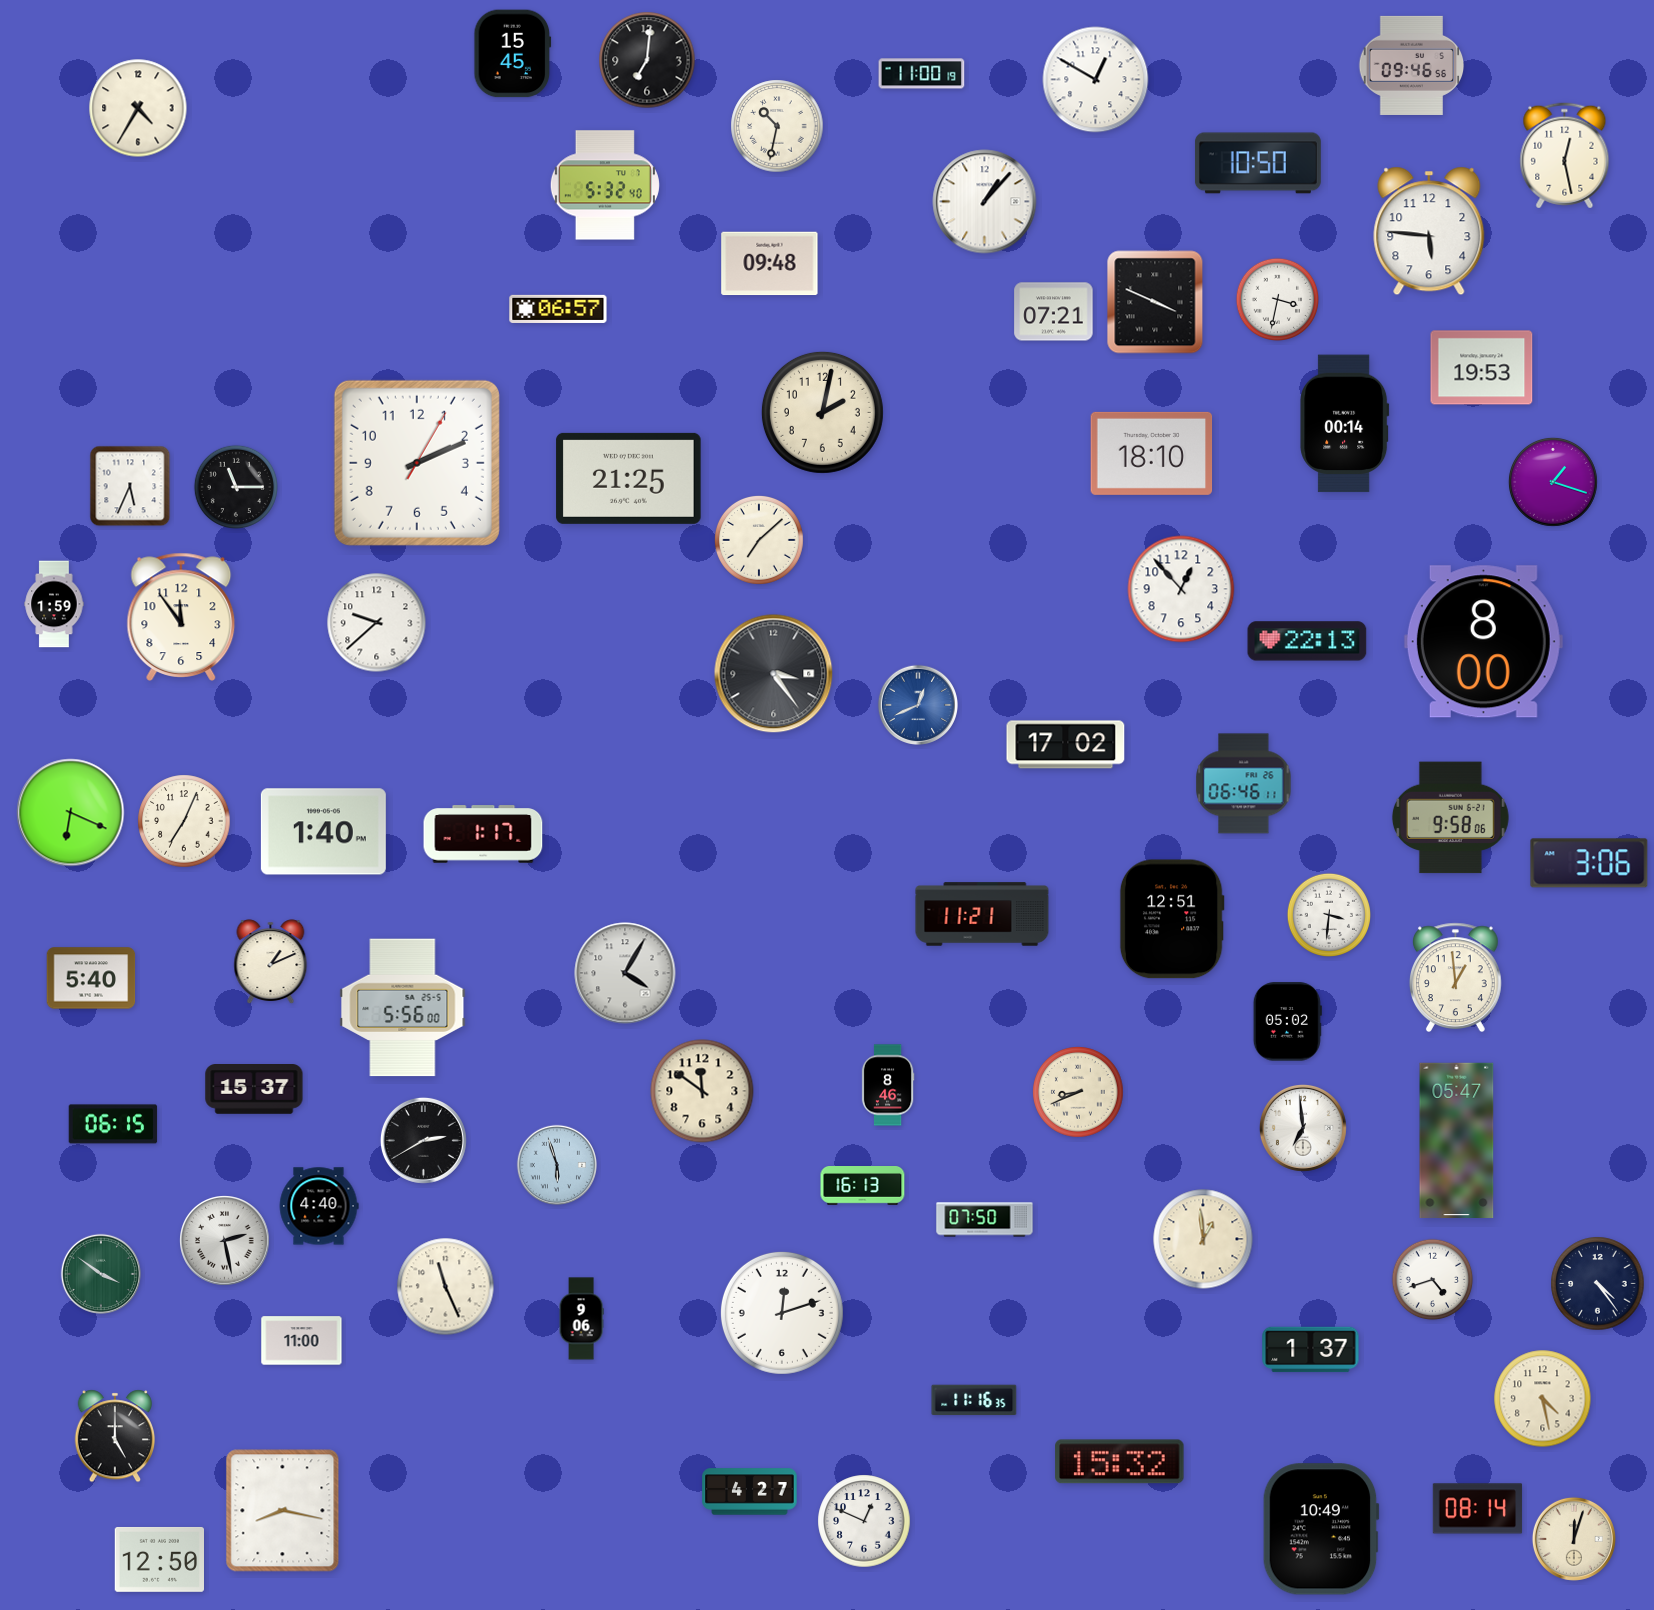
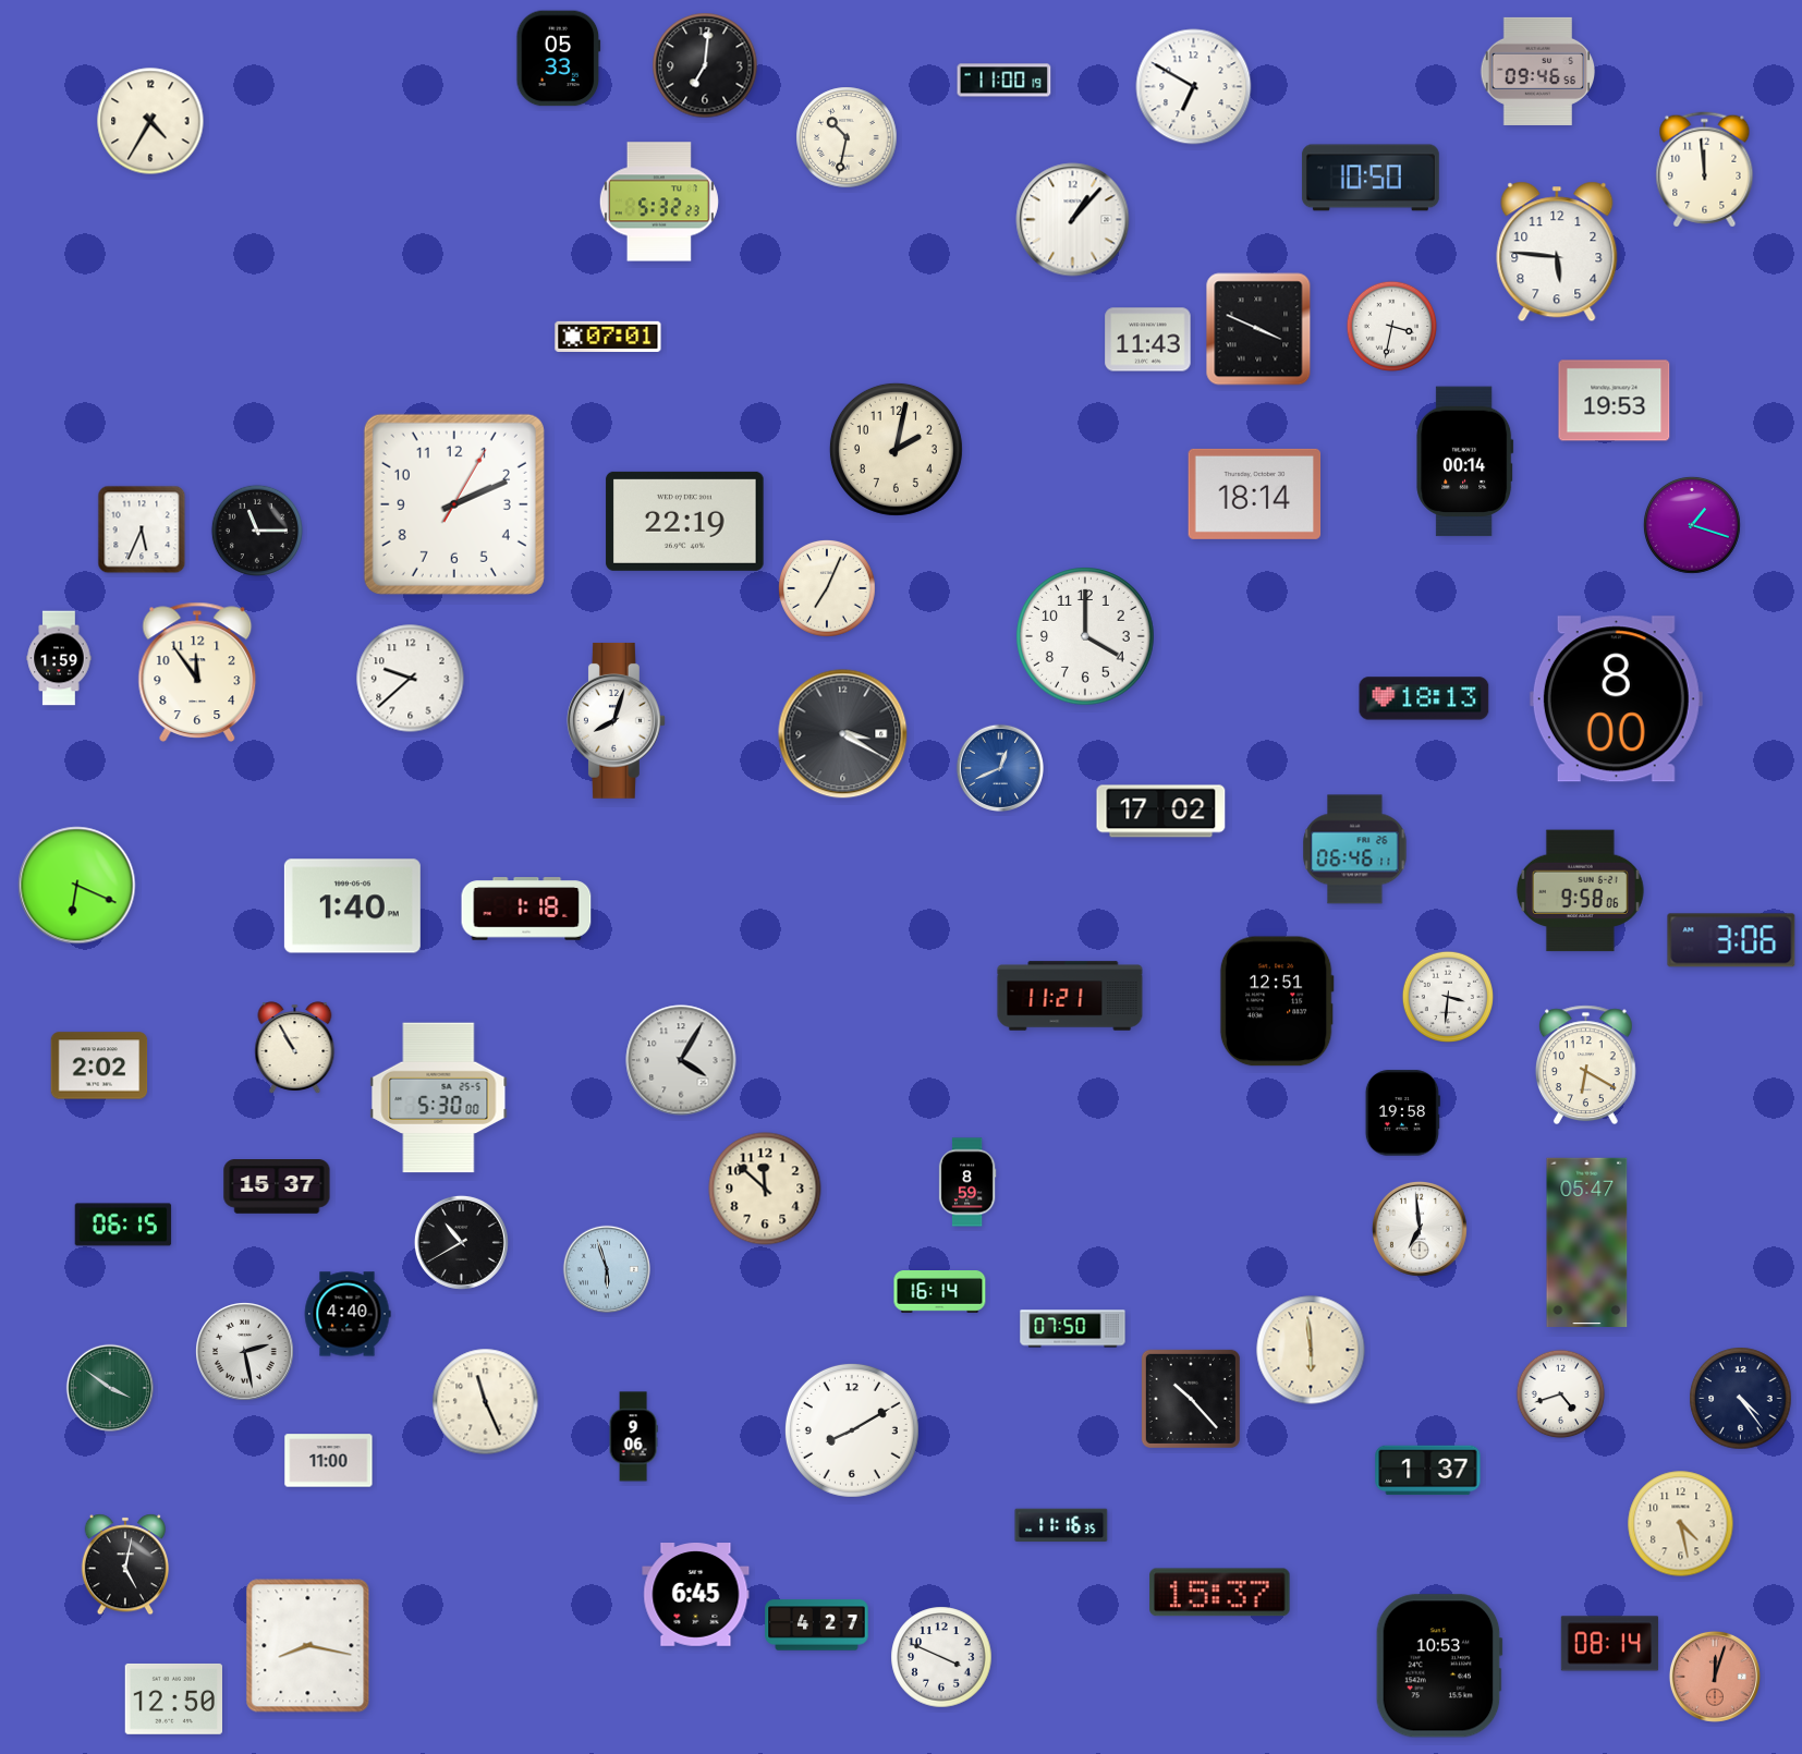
clock at (513, 54): 15:45 -> 05:33
clock at (1096, 80): 12:50 -> 6:50
clock at (138, 108) position: (138, 108) -> (150, 121)
clock at (1565, 156): 12:28 -> 11:59
clock at (605, 185): 5:32:40 -> 5:32:23
clock at (770, 264): 09:48 -> none
clock at (558, 309): 06:57 -> 07:01
clock at (1054, 312): 07:21 -> 11:43
clock at (1152, 453): 18:10 -> 18:14
clock at (629, 478): 21:25 -> 22:19
clock at (759, 540): 7:08 -> 7:04
clock at (1085, 636): none -> 4:00
clock at (1181, 589): 12:53 -> none
clock at (1307, 641): 22:13 -> 18:13
clock at (616, 720): none -> 8:03
clock at (774, 674): 3:24 -> 3:20
clock at (1244, 784) position: (1244, 784) -> (1355, 850)
clock at (184, 821): 7:04 -> none
clock at (483, 834): 1:17 -> 1:18
clock at (271, 961): 1:11 -> 10:55
clock at (1455, 977): 12:59 -> 6:20
clock at (91, 978): 5:40 -> 2:02
clock at (403, 1008): 5:56 -> 5:30
clock at (1287, 1022): 05:02 -> 19:58
clock at (888, 1085): 8:46 -> 8:59
clock at (702, 1091): 11:51 -> 11:52
clock at (1078, 1092): 8:41 -> none
clock at (423, 1140): 2:40 -> 10:40
clock at (863, 1186): 16:13 -> 16:14
clock at (1203, 1239): 12:59 -> 5:59
clock at (1191, 1399): none -> 10:23
clock at (782, 1313): 12:12 -> 8:10
clock at (114, 1436): 5:00 -> 5:02
clock at (1120, 1462): 15:32 -> 15:37
clock at (696, 1595): none -> 6:45
clock at (864, 1521): 12:49 -> 3:49
clock at (1321, 1529): 10:49 -> 10:53
clock at (1574, 1539) dial: cream -> salmon
